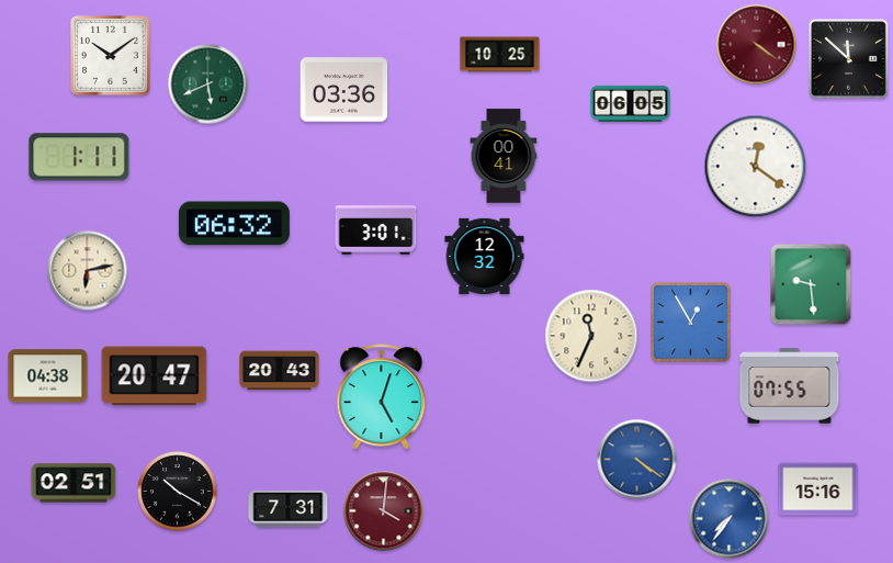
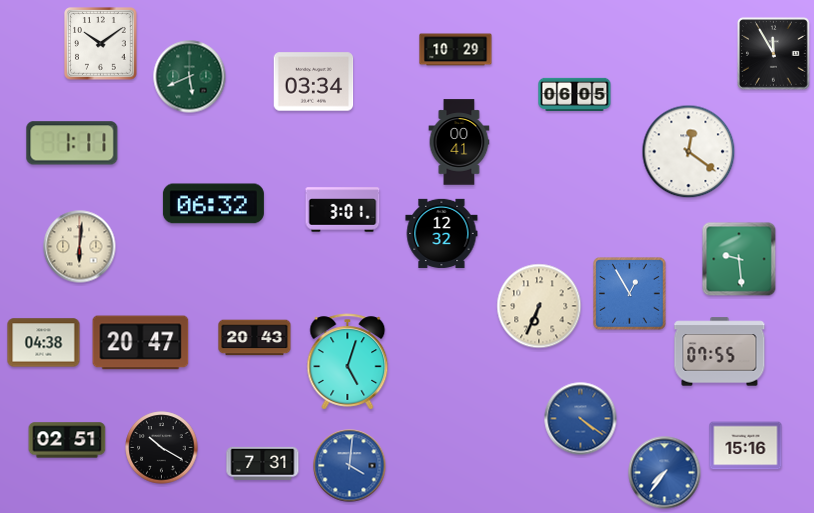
clock at (757, 45): 4:21 -> none
clock at (500, 55): 10:25 -> 10:29
clock at (111, 56) position: (111, 56) -> (101, 44)
clock at (849, 59): 11:52 -> 11:55
clock at (344, 90): 03:36 -> 03:34
clock at (88, 271): 6:13 -> 6:01
clock at (591, 336): 11:34 -> 6:34
clock at (384, 511) dial: burgundy -> blue
